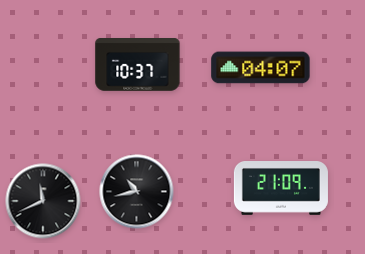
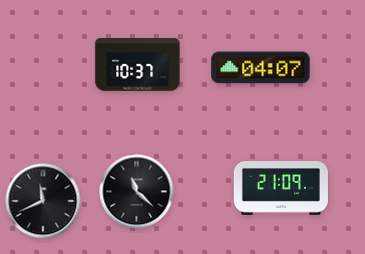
clock at (137, 192): 10:43 -> 11:22
